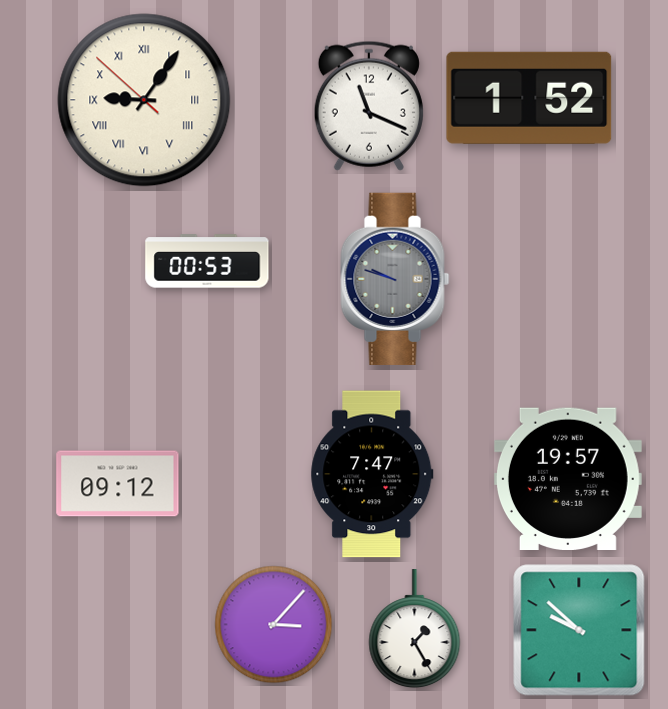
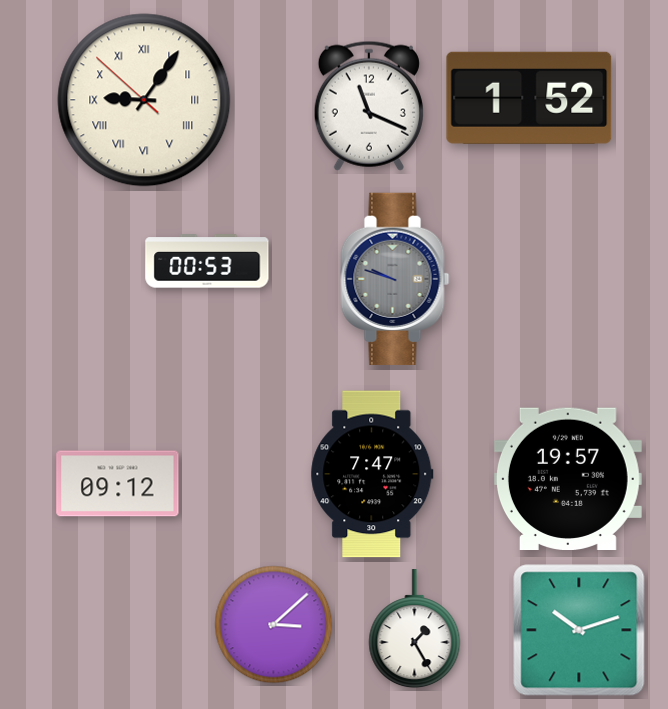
clock at (274, 625): 3:07 -> 3:08
clock at (579, 630): 9:52 -> 10:12
